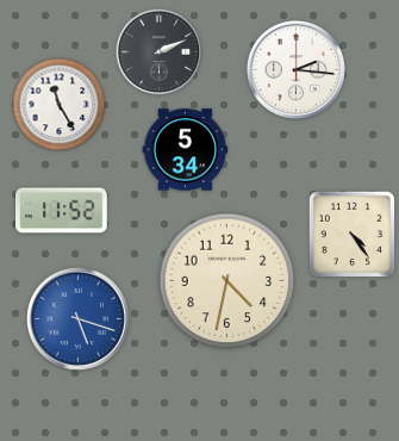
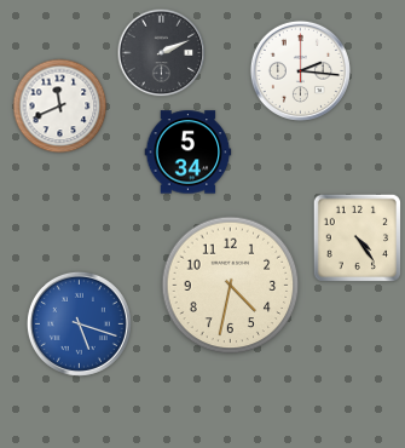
clock at (60, 105): 11:25 -> 11:41
clock at (62, 211): 11:52 -> none
